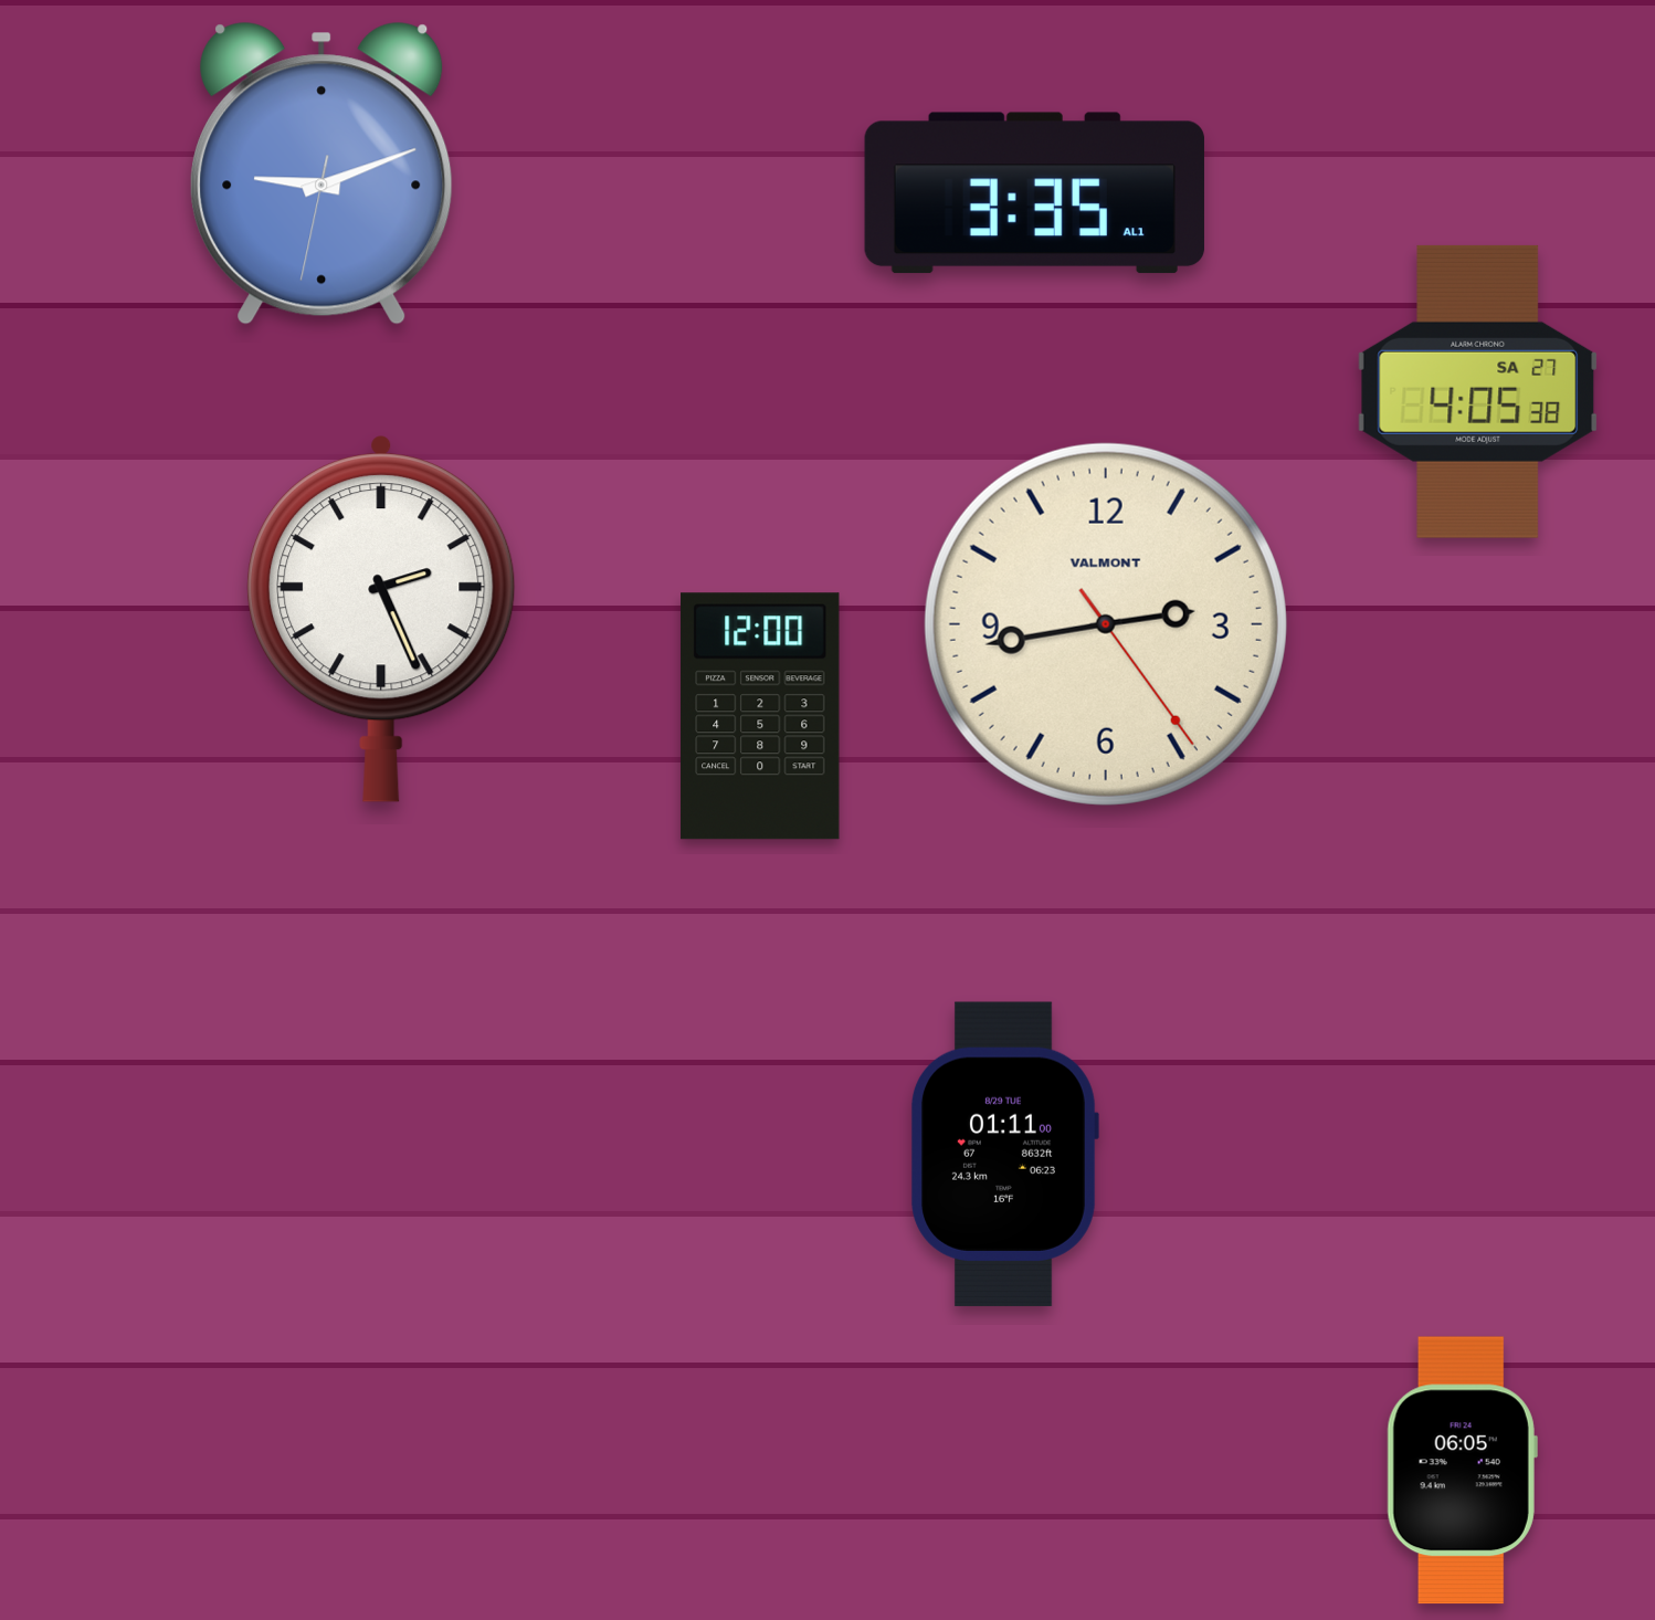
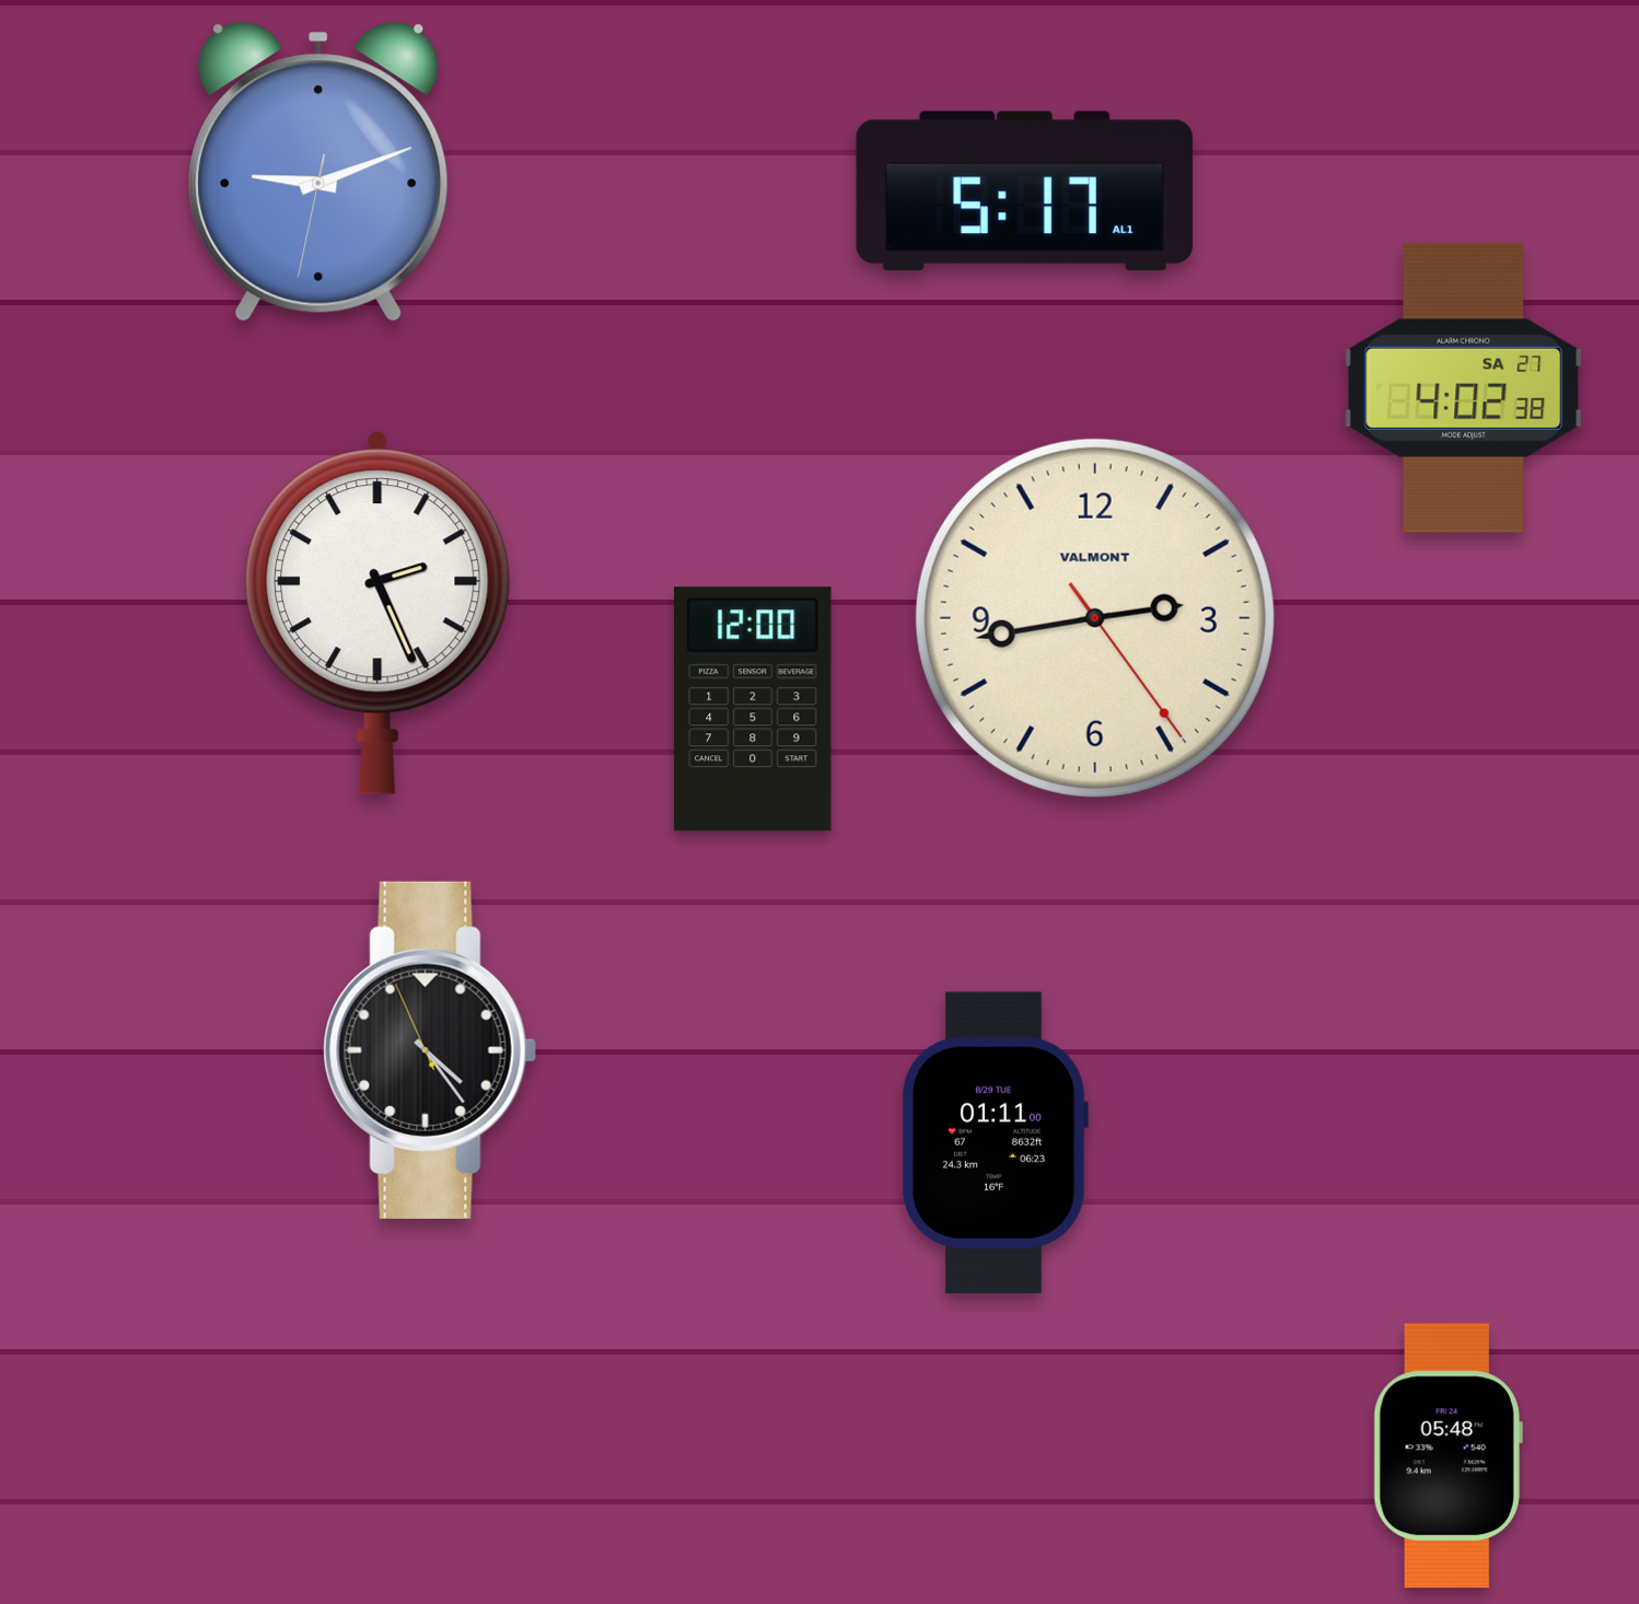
clock at (1034, 193): 3:35 -> 5:17
clock at (1478, 391): 4:05 -> 4:02
clock at (430, 1050): none -> 4:23
clock at (1462, 1471): 06:05 -> 05:48
